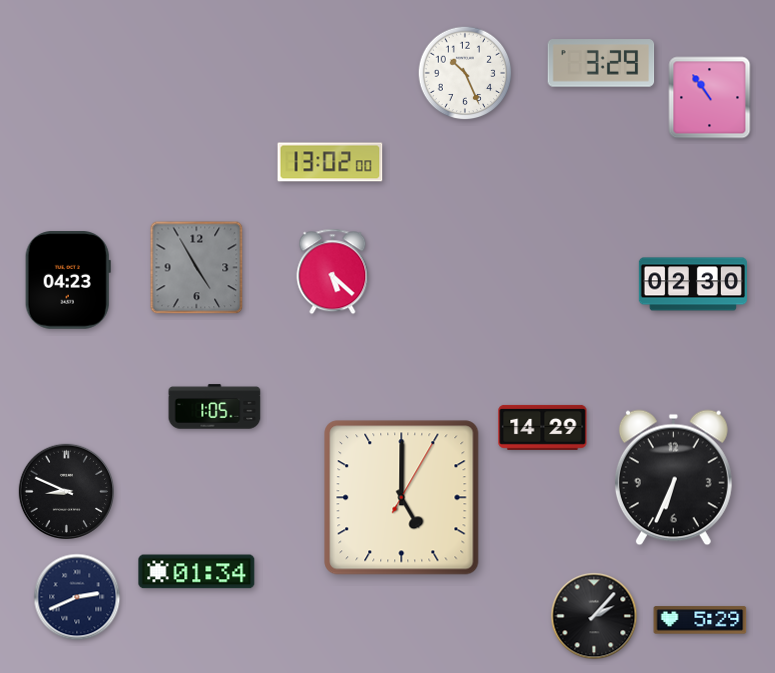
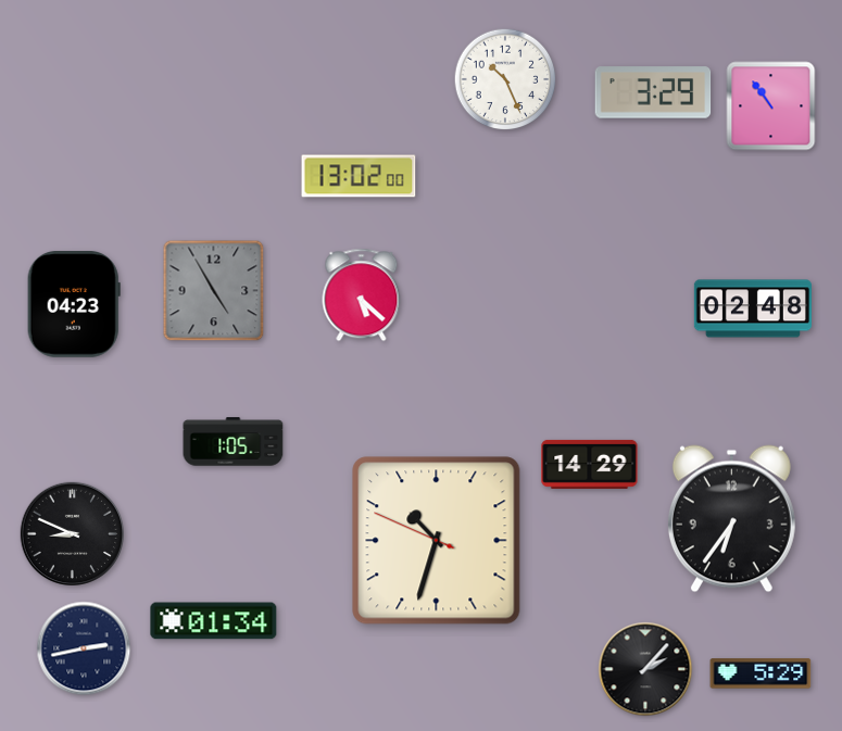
clock at (601, 63) position: (601, 63) -> (653, 92)
clock at (693, 284): 02:30 -> 02:48
clock at (673, 478): 6:34 -> 6:36
clock at (402, 498): 5:00 -> 10:32
clock at (77, 597): 2:41 -> 2:43
